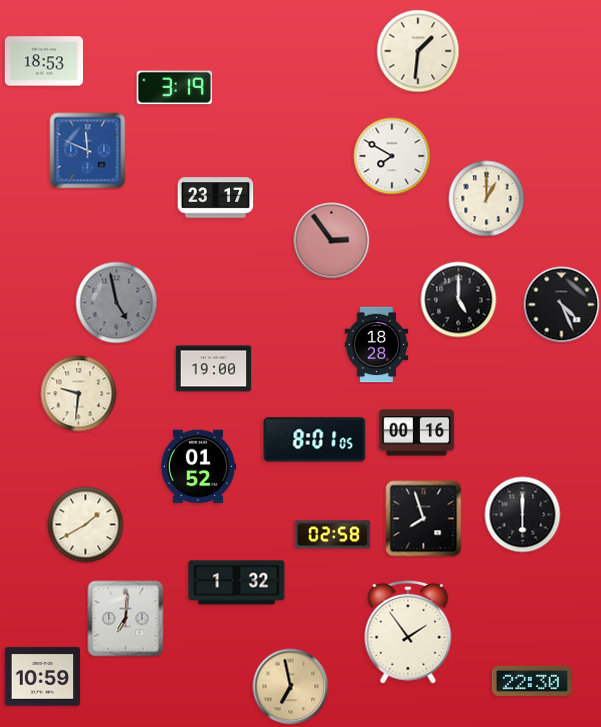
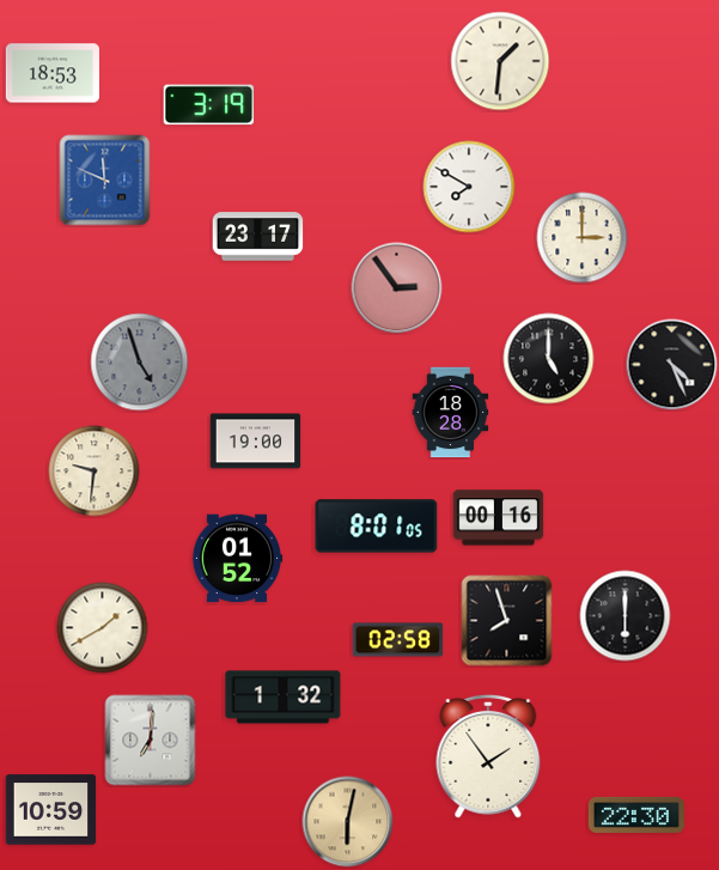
clock at (487, 199): 1:00 -> 3:00
clock at (117, 303): 4:58 -> 4:57
clock at (291, 687): 6:58 -> 6:02
